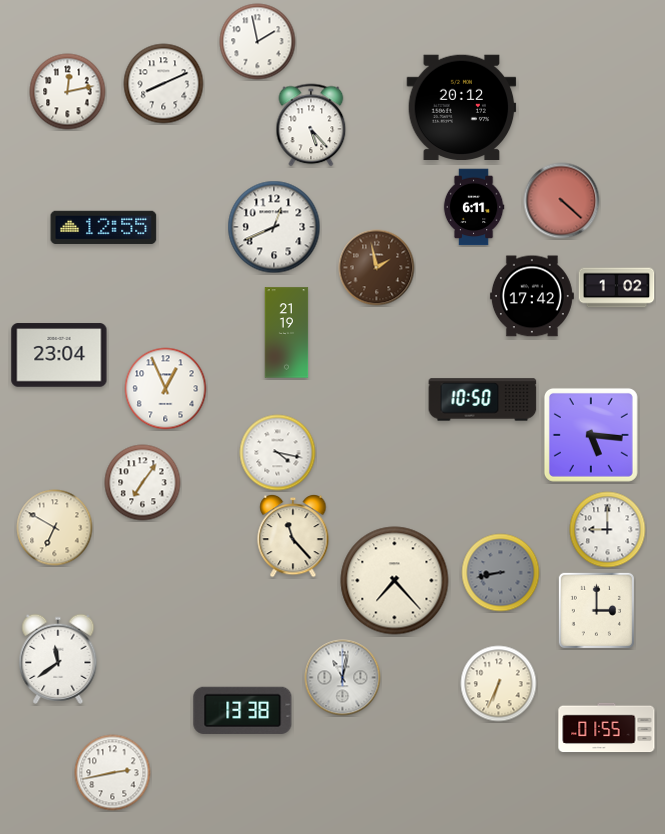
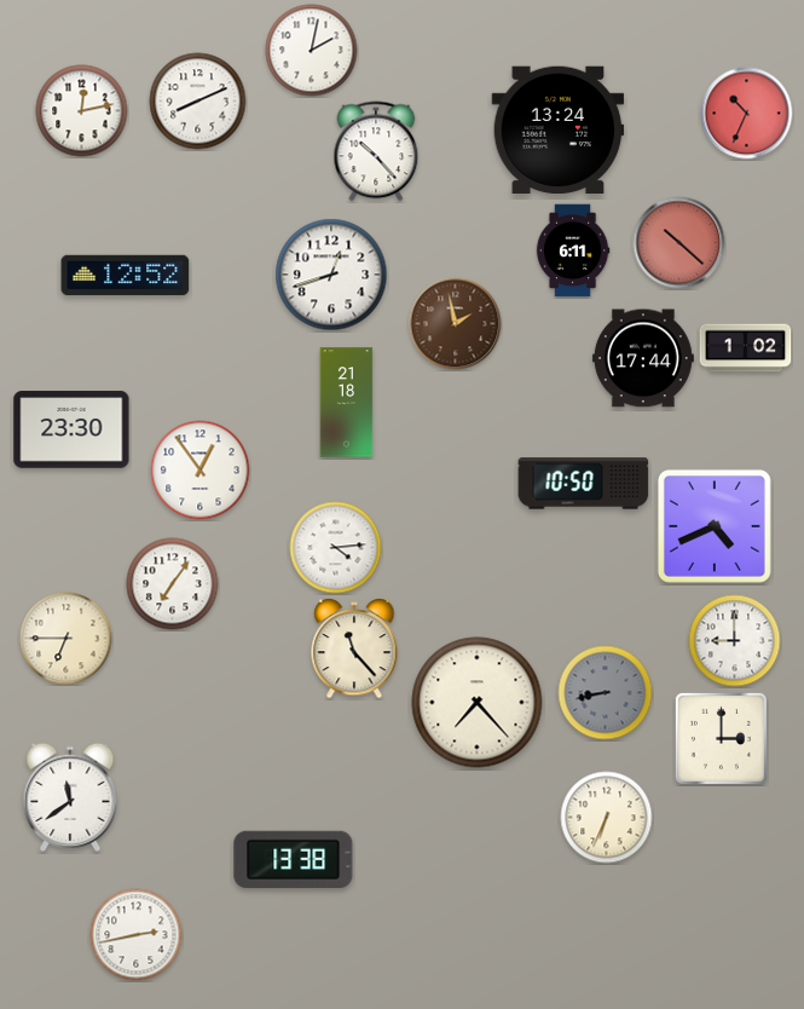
clock at (258, 42): 1:58 -> 2:02
clock at (747, 114): none -> 10:34
clock at (462, 107): 20:12 -> 13:24
clock at (311, 125): 5:23 -> 10:23
clock at (562, 201): 4:22 -> 10:22
clock at (104, 227): 12:55 -> 12:52
clock at (274, 227): 12:41 -> 12:42
clock at (532, 296): 17:42 -> 17:44
clock at (287, 333): 21:19 -> 21:18
clock at (59, 355): 23:04 -> 23:30
clock at (166, 389): 12:56 -> 12:54
clock at (591, 435): 5:16 -> 4:41
clock at (278, 453): 4:17 -> 4:14
clock at (55, 528): 6:50 -> 6:45
clock at (343, 678): 11:02 -> none
clock at (499, 684) position: (499, 684) -> (607, 818)
clock at (607, 728): 01:55 -> none
